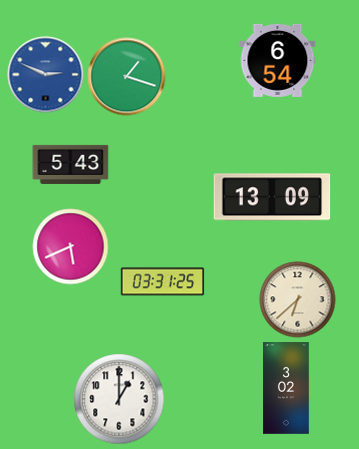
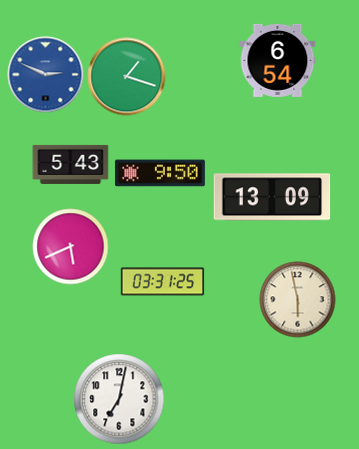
clock at (160, 173): none -> 9:50
clock at (298, 300): 6:38 -> 5:58
clock at (286, 388): 3:02 -> none
clock at (119, 399): 1:00 -> 7:02
